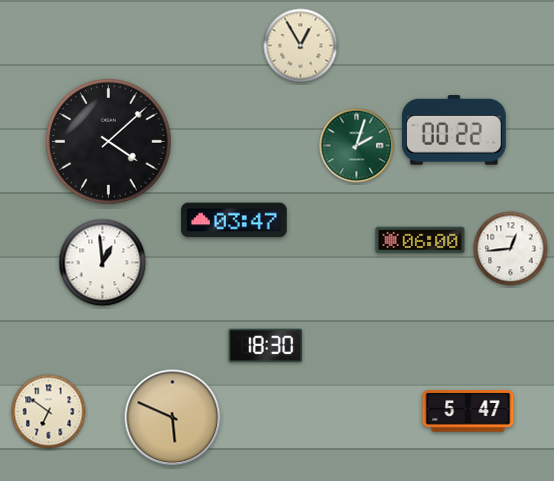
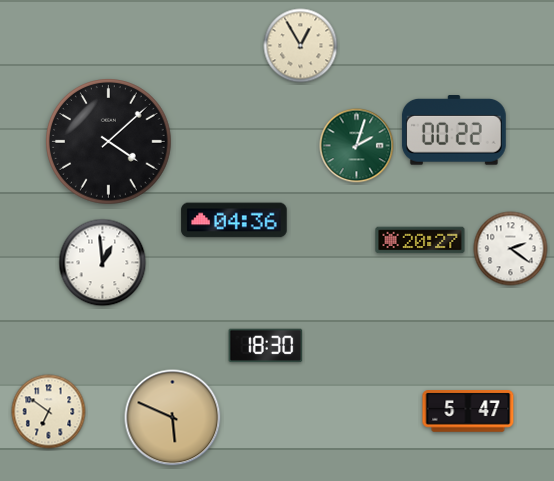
clock at (234, 220): 03:47 -> 04:36
clock at (420, 240): 06:00 -> 20:27
clock at (511, 249): 12:44 -> 2:21
